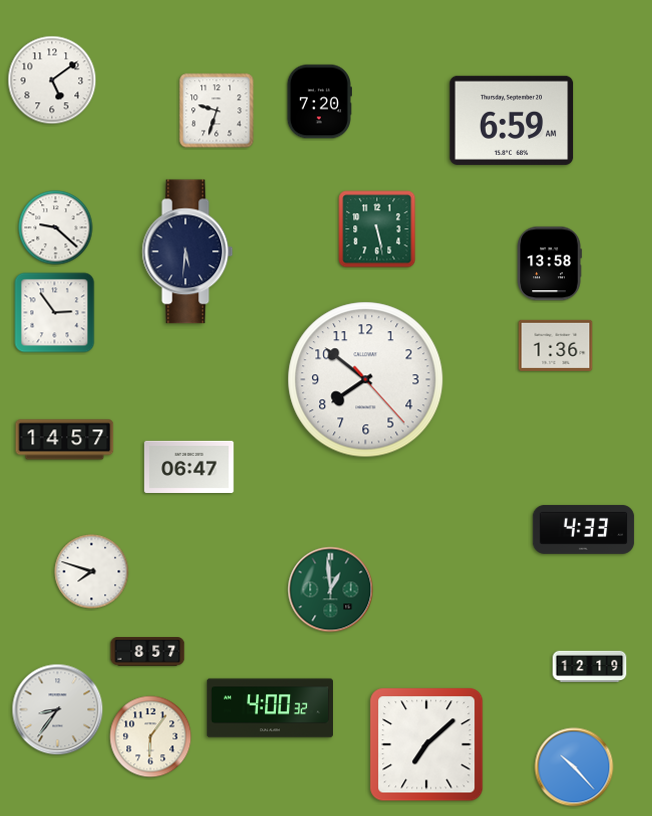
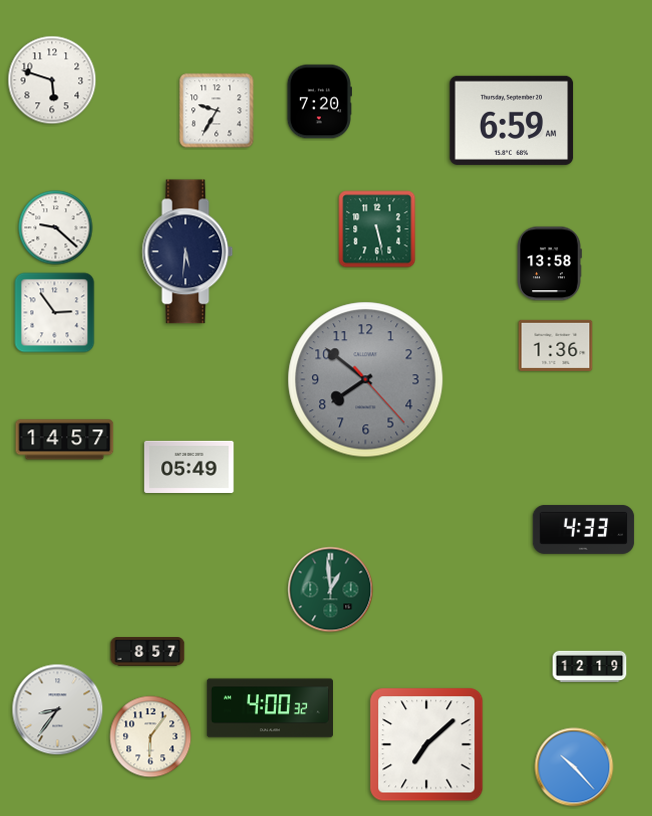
clock at (52, 80): 5:09 -> 5:48
clock at (217, 111): 9:33 -> 9:35
clock at (366, 380) dial: white -> grey
clock at (189, 467): 06:47 -> 05:49
clock at (92, 572): 7:48 -> none
